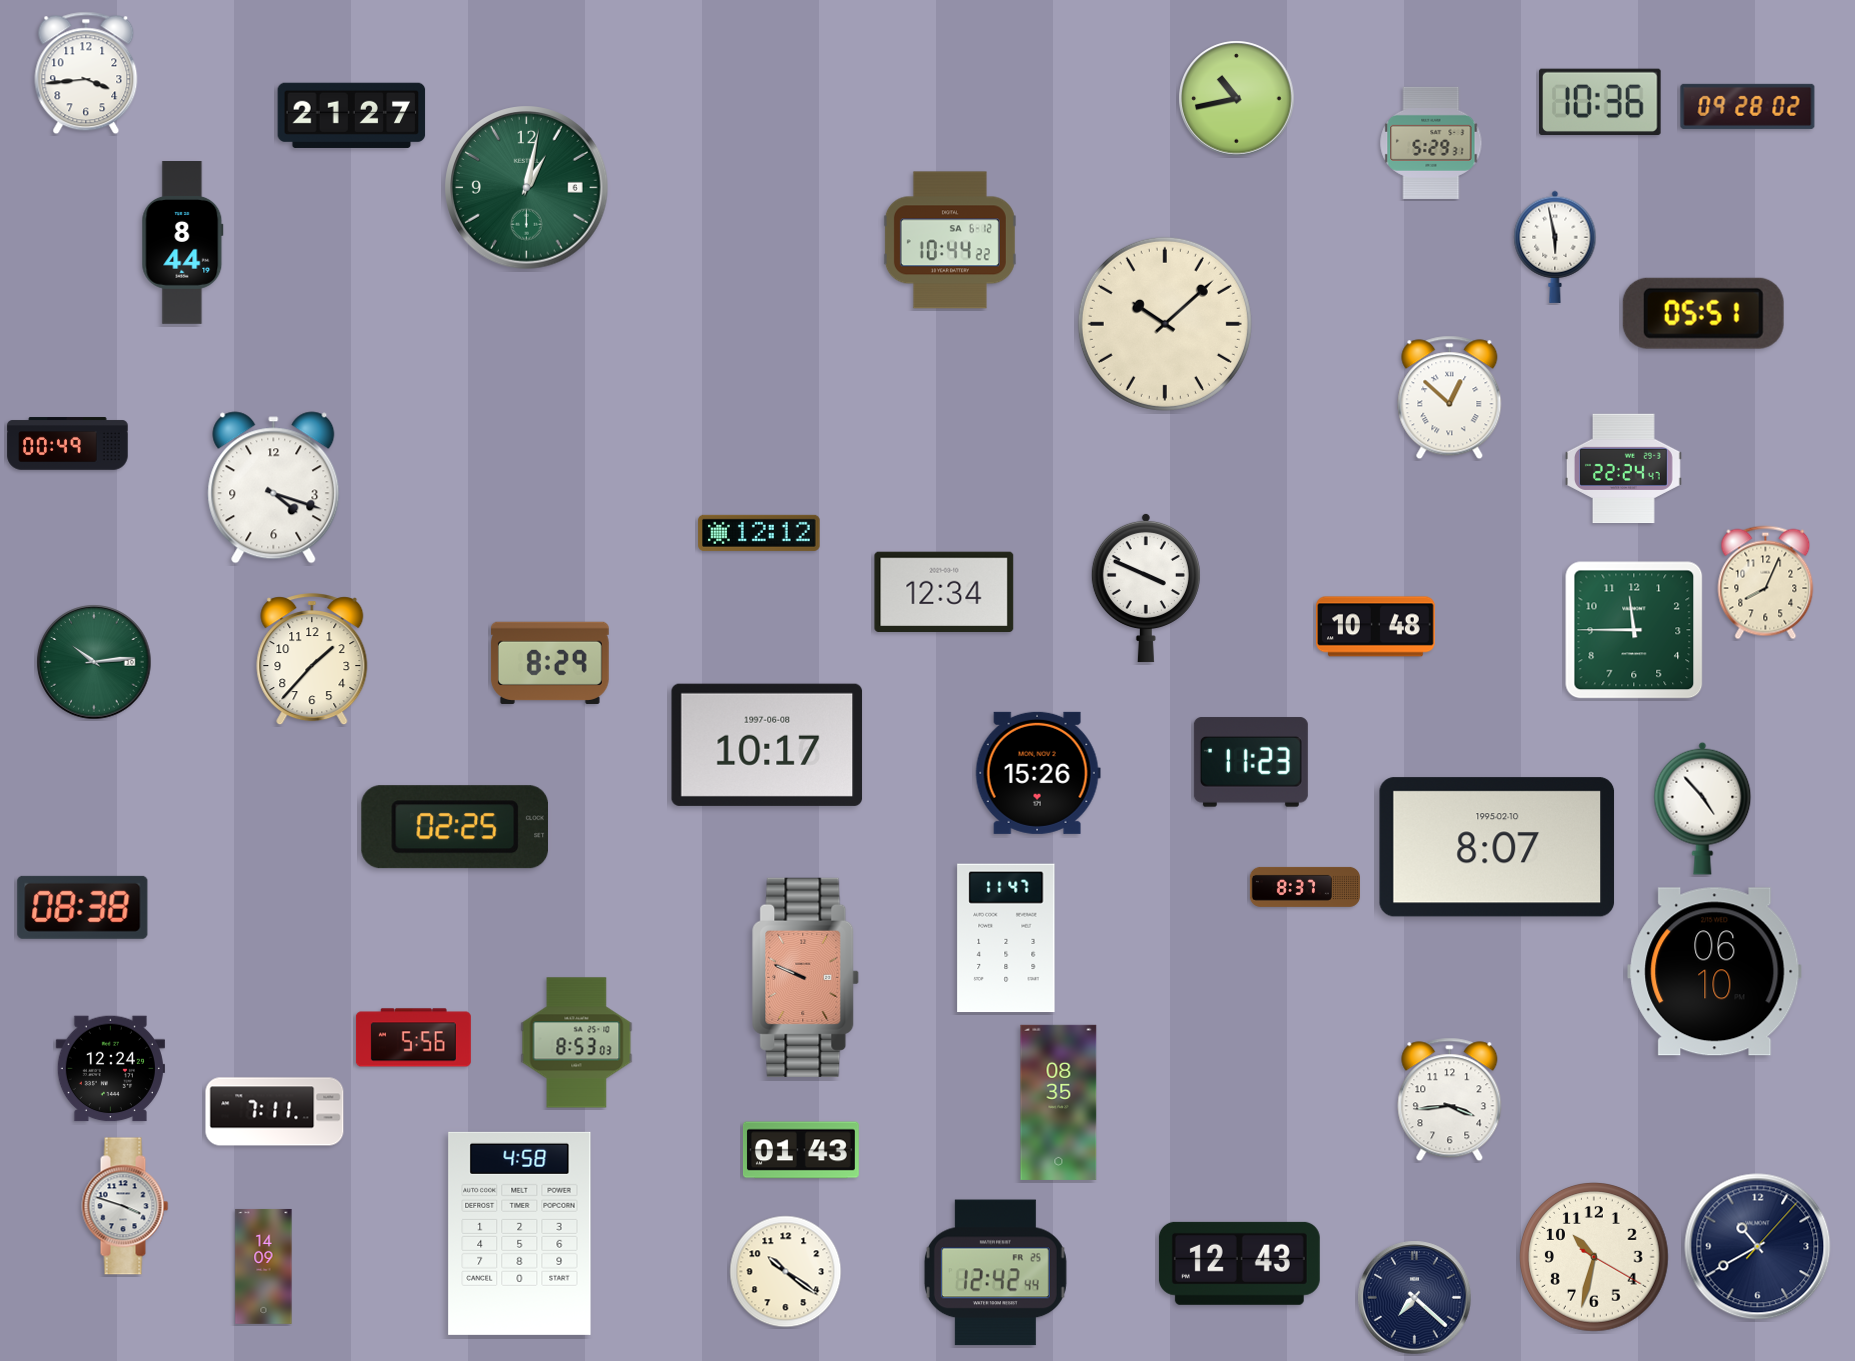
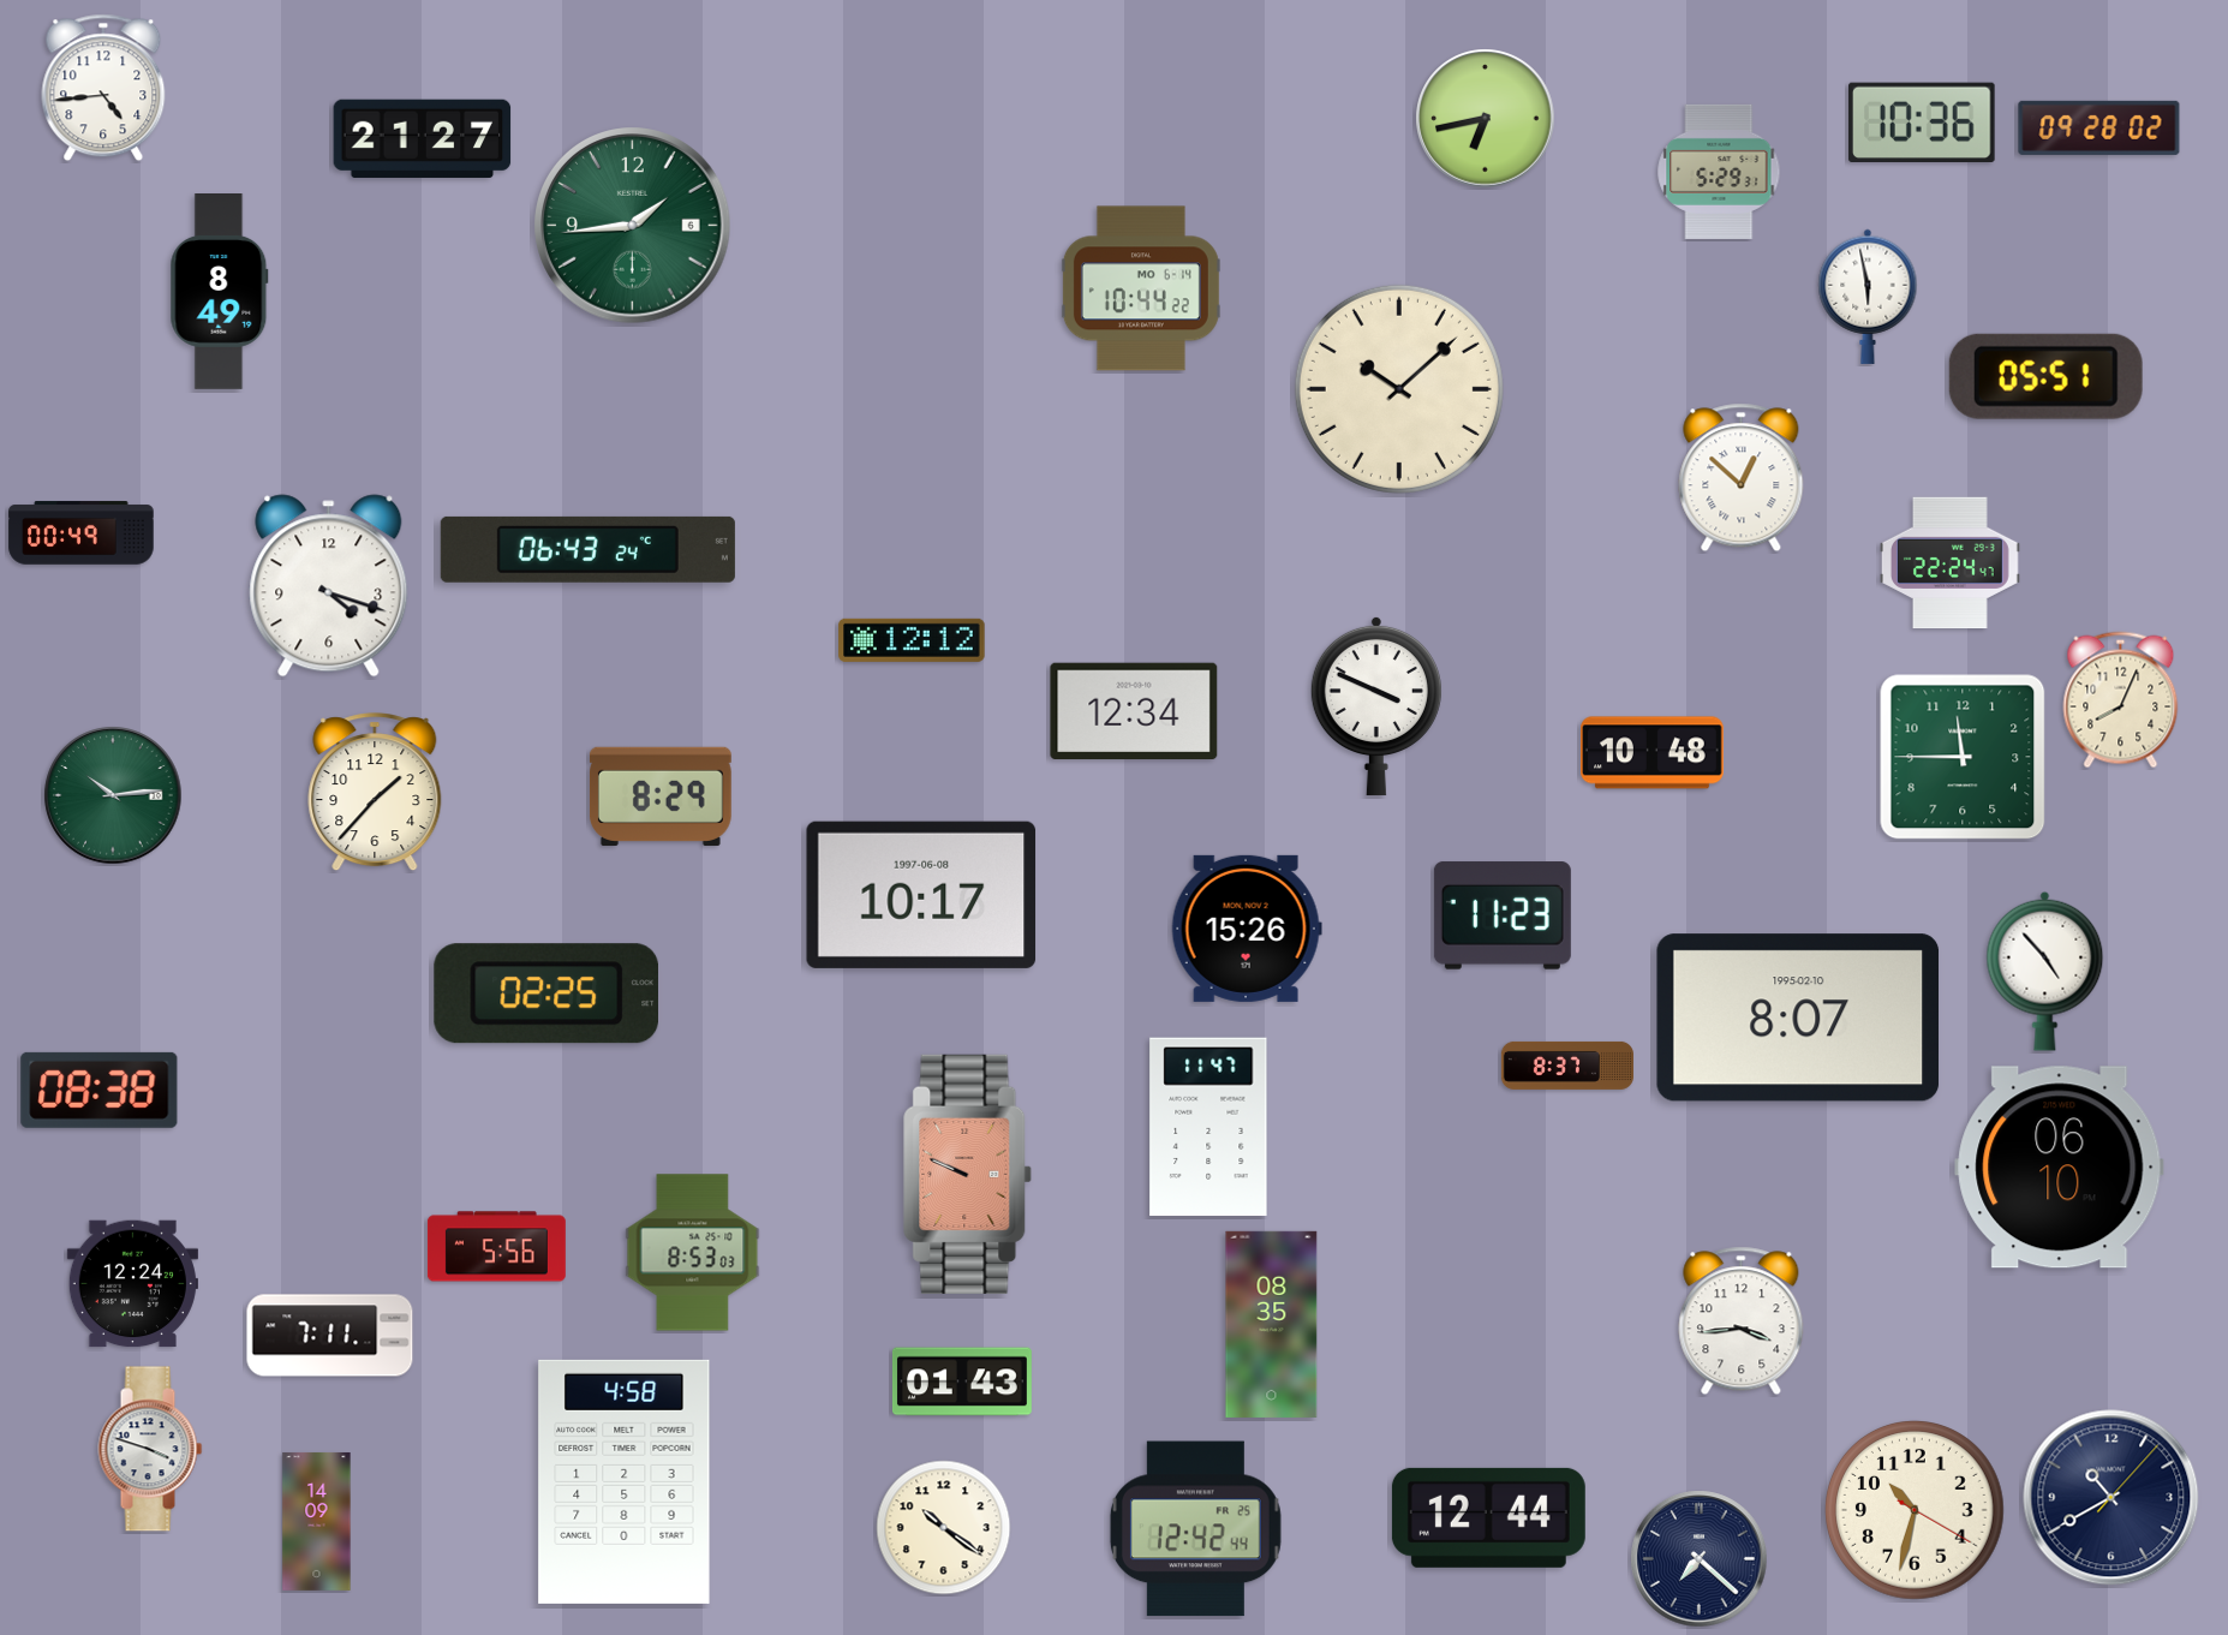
clock at (86, 73): 3:44 -> 4:44
clock at (1237, 99): 10:43 -> 6:43
clock at (527, 188): 1:02 -> 1:44
clock at (950, 240) date: SA 6-12 -> MO 6-14
clock at (183, 243): 8:44 -> 8:49
clock at (587, 549): none -> 06:43
clock at (1239, 1263): 12:43 -> 12:44
